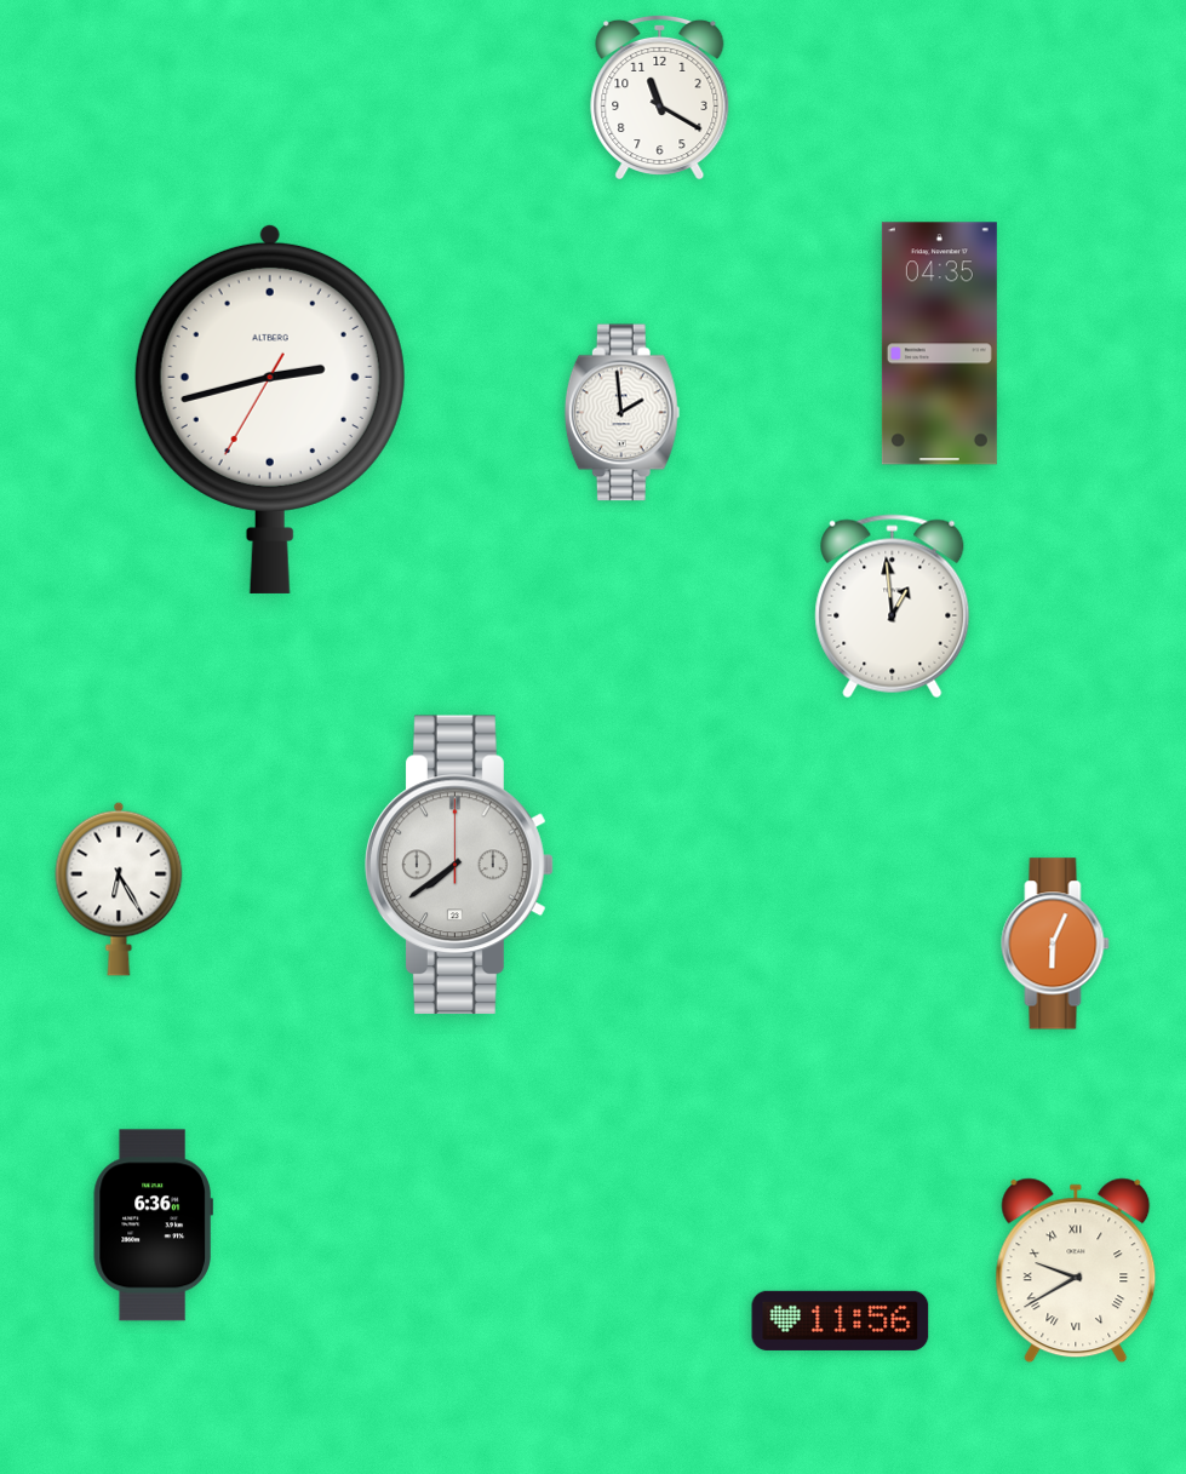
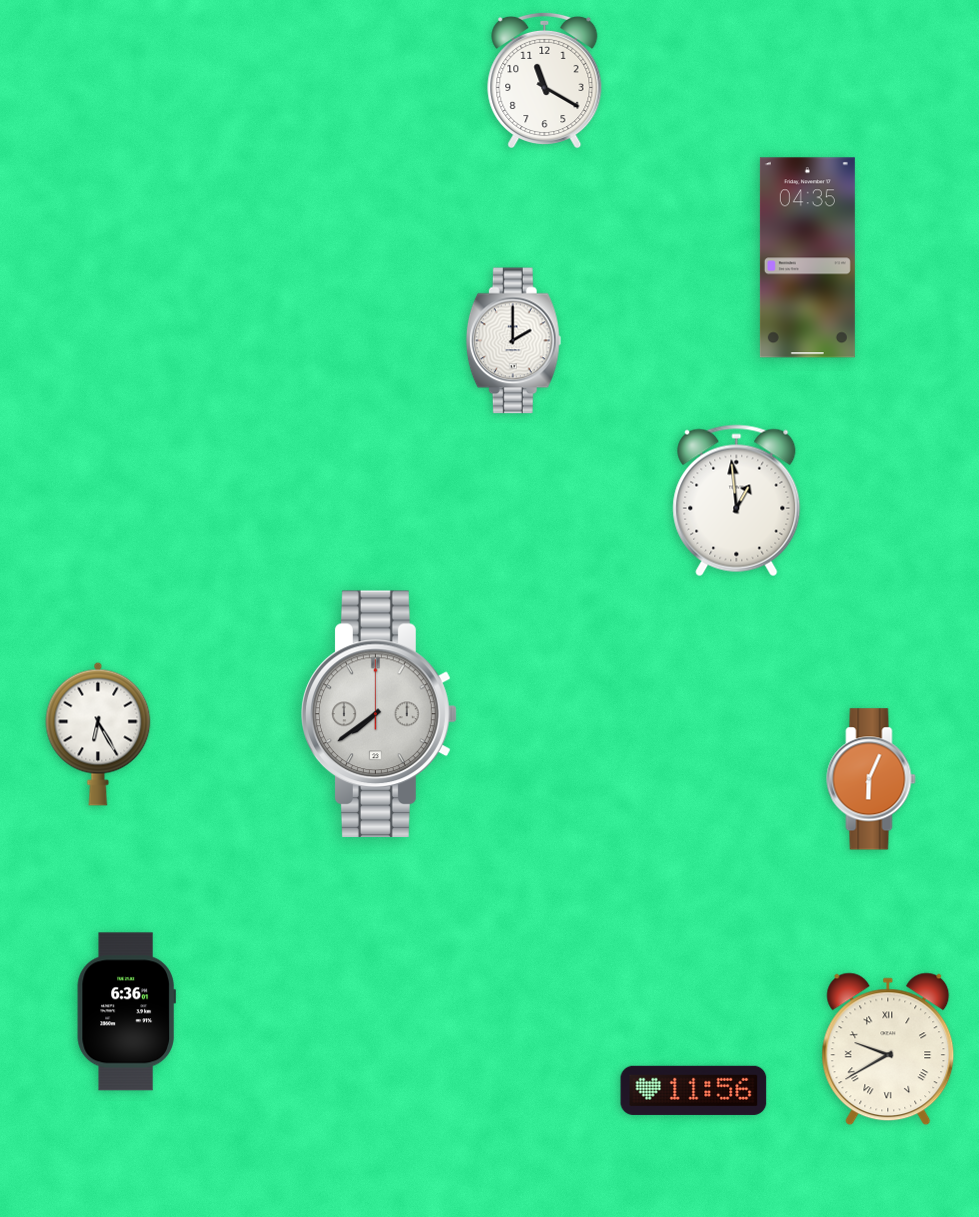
clock at (939, 344) position: (939, 344) -> (807, 258)
clock at (270, 408): 2:42 -> none
clock at (621, 413): 1:59 -> 2:00
